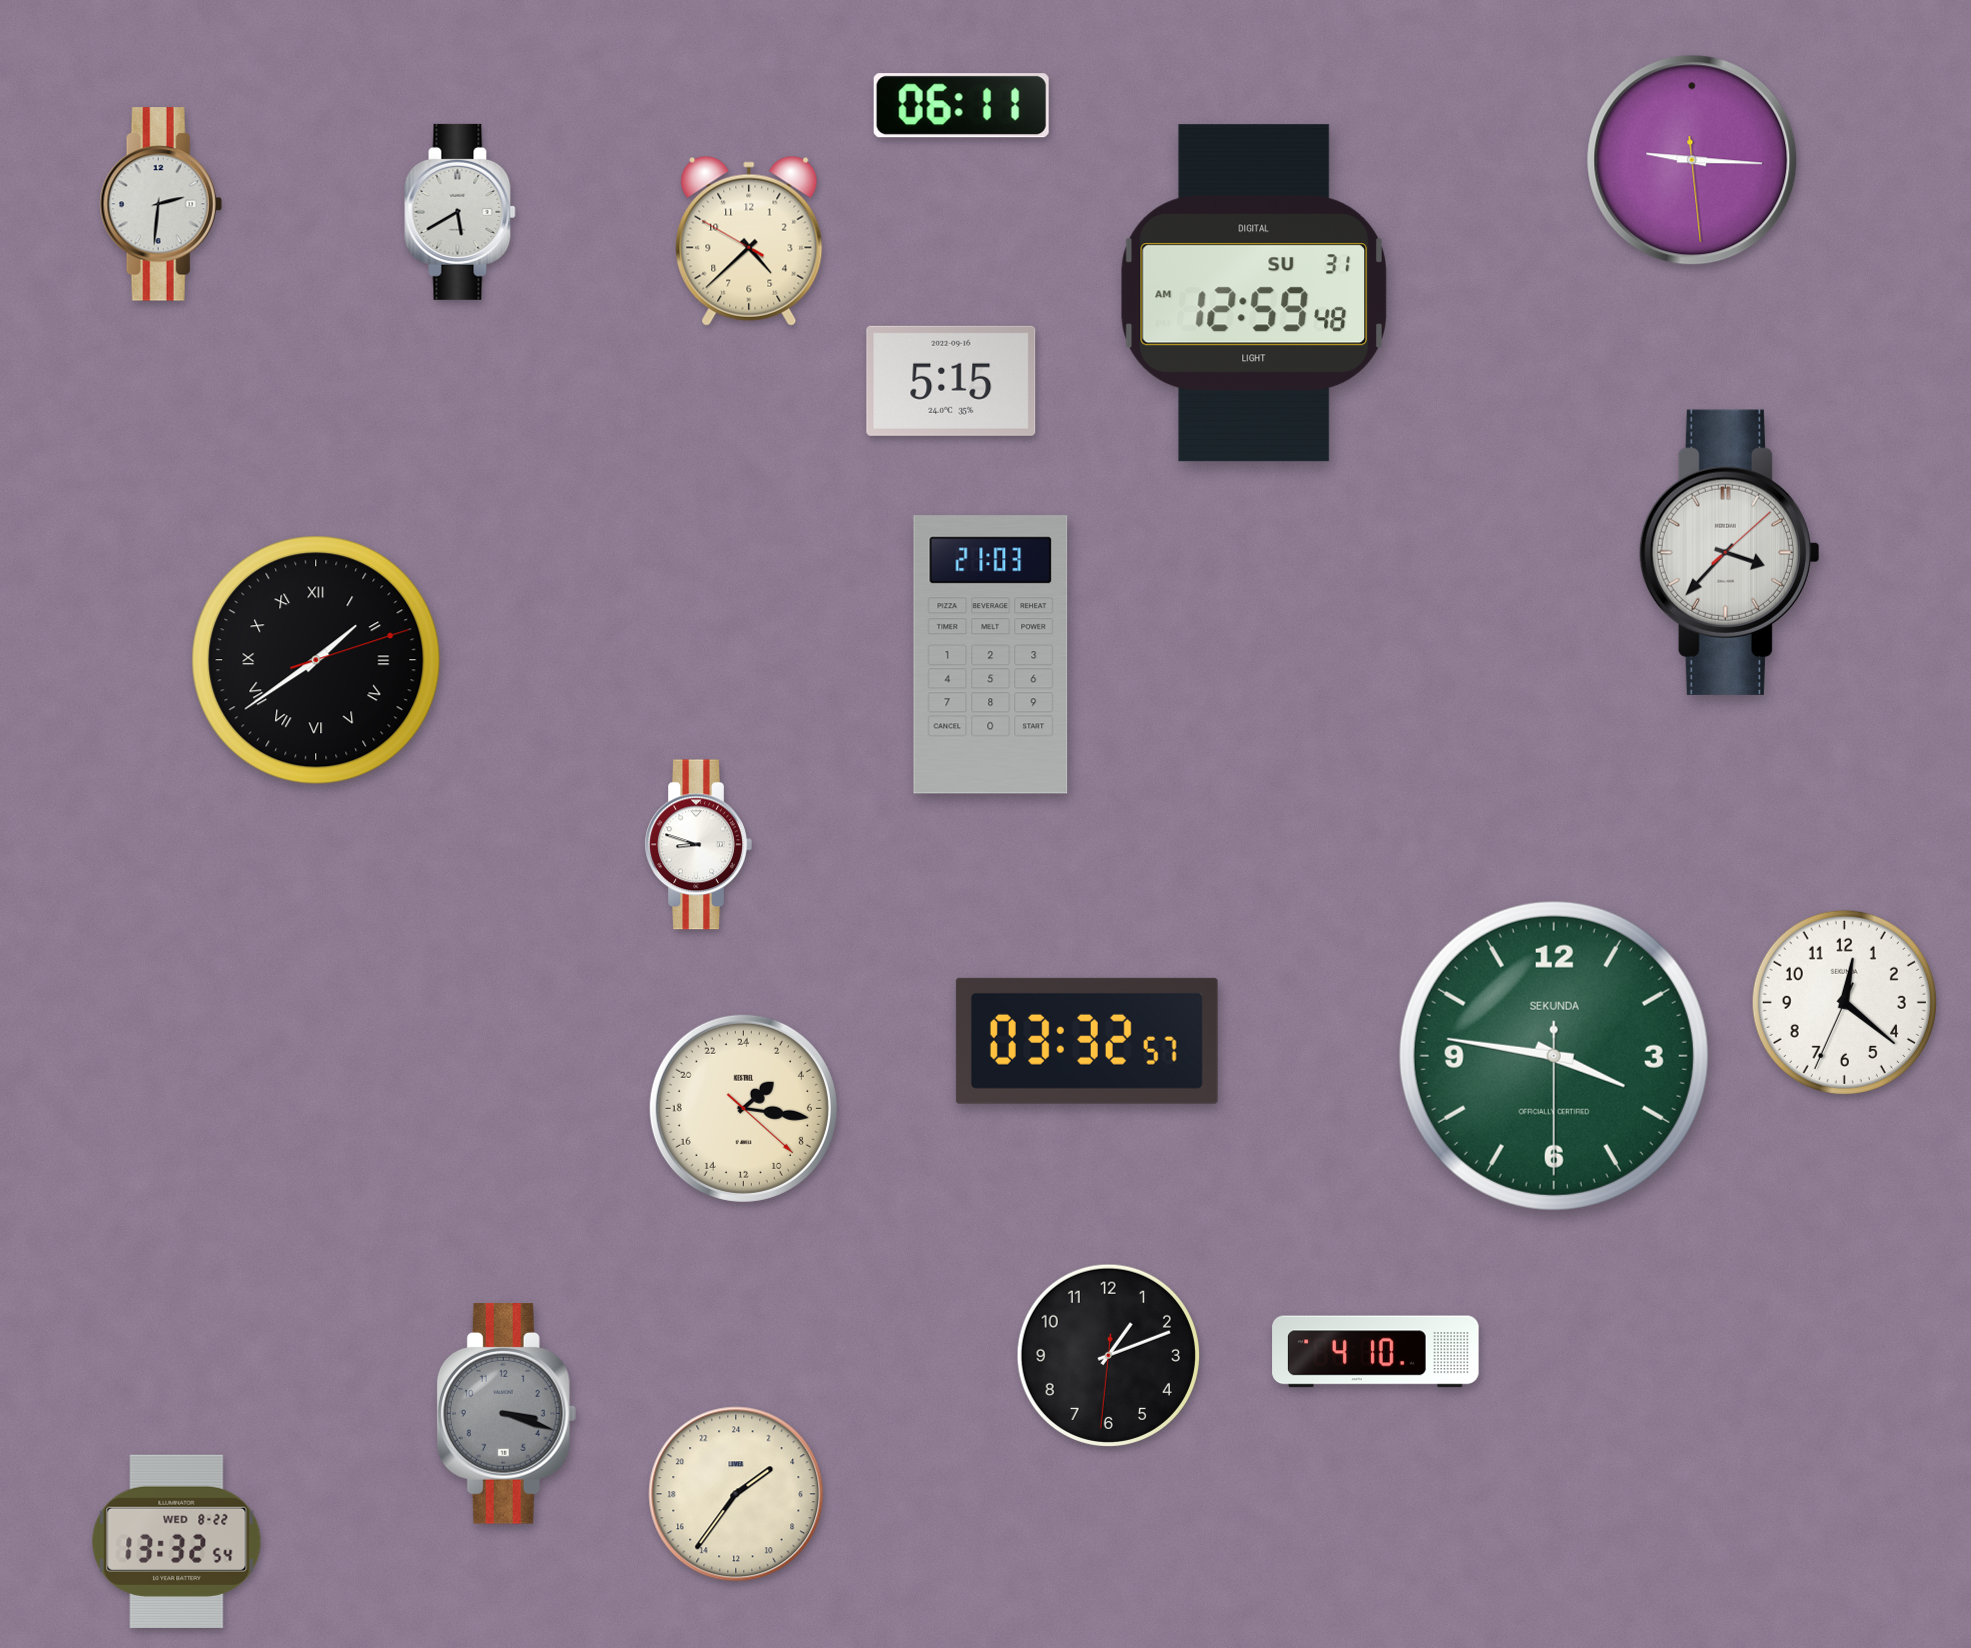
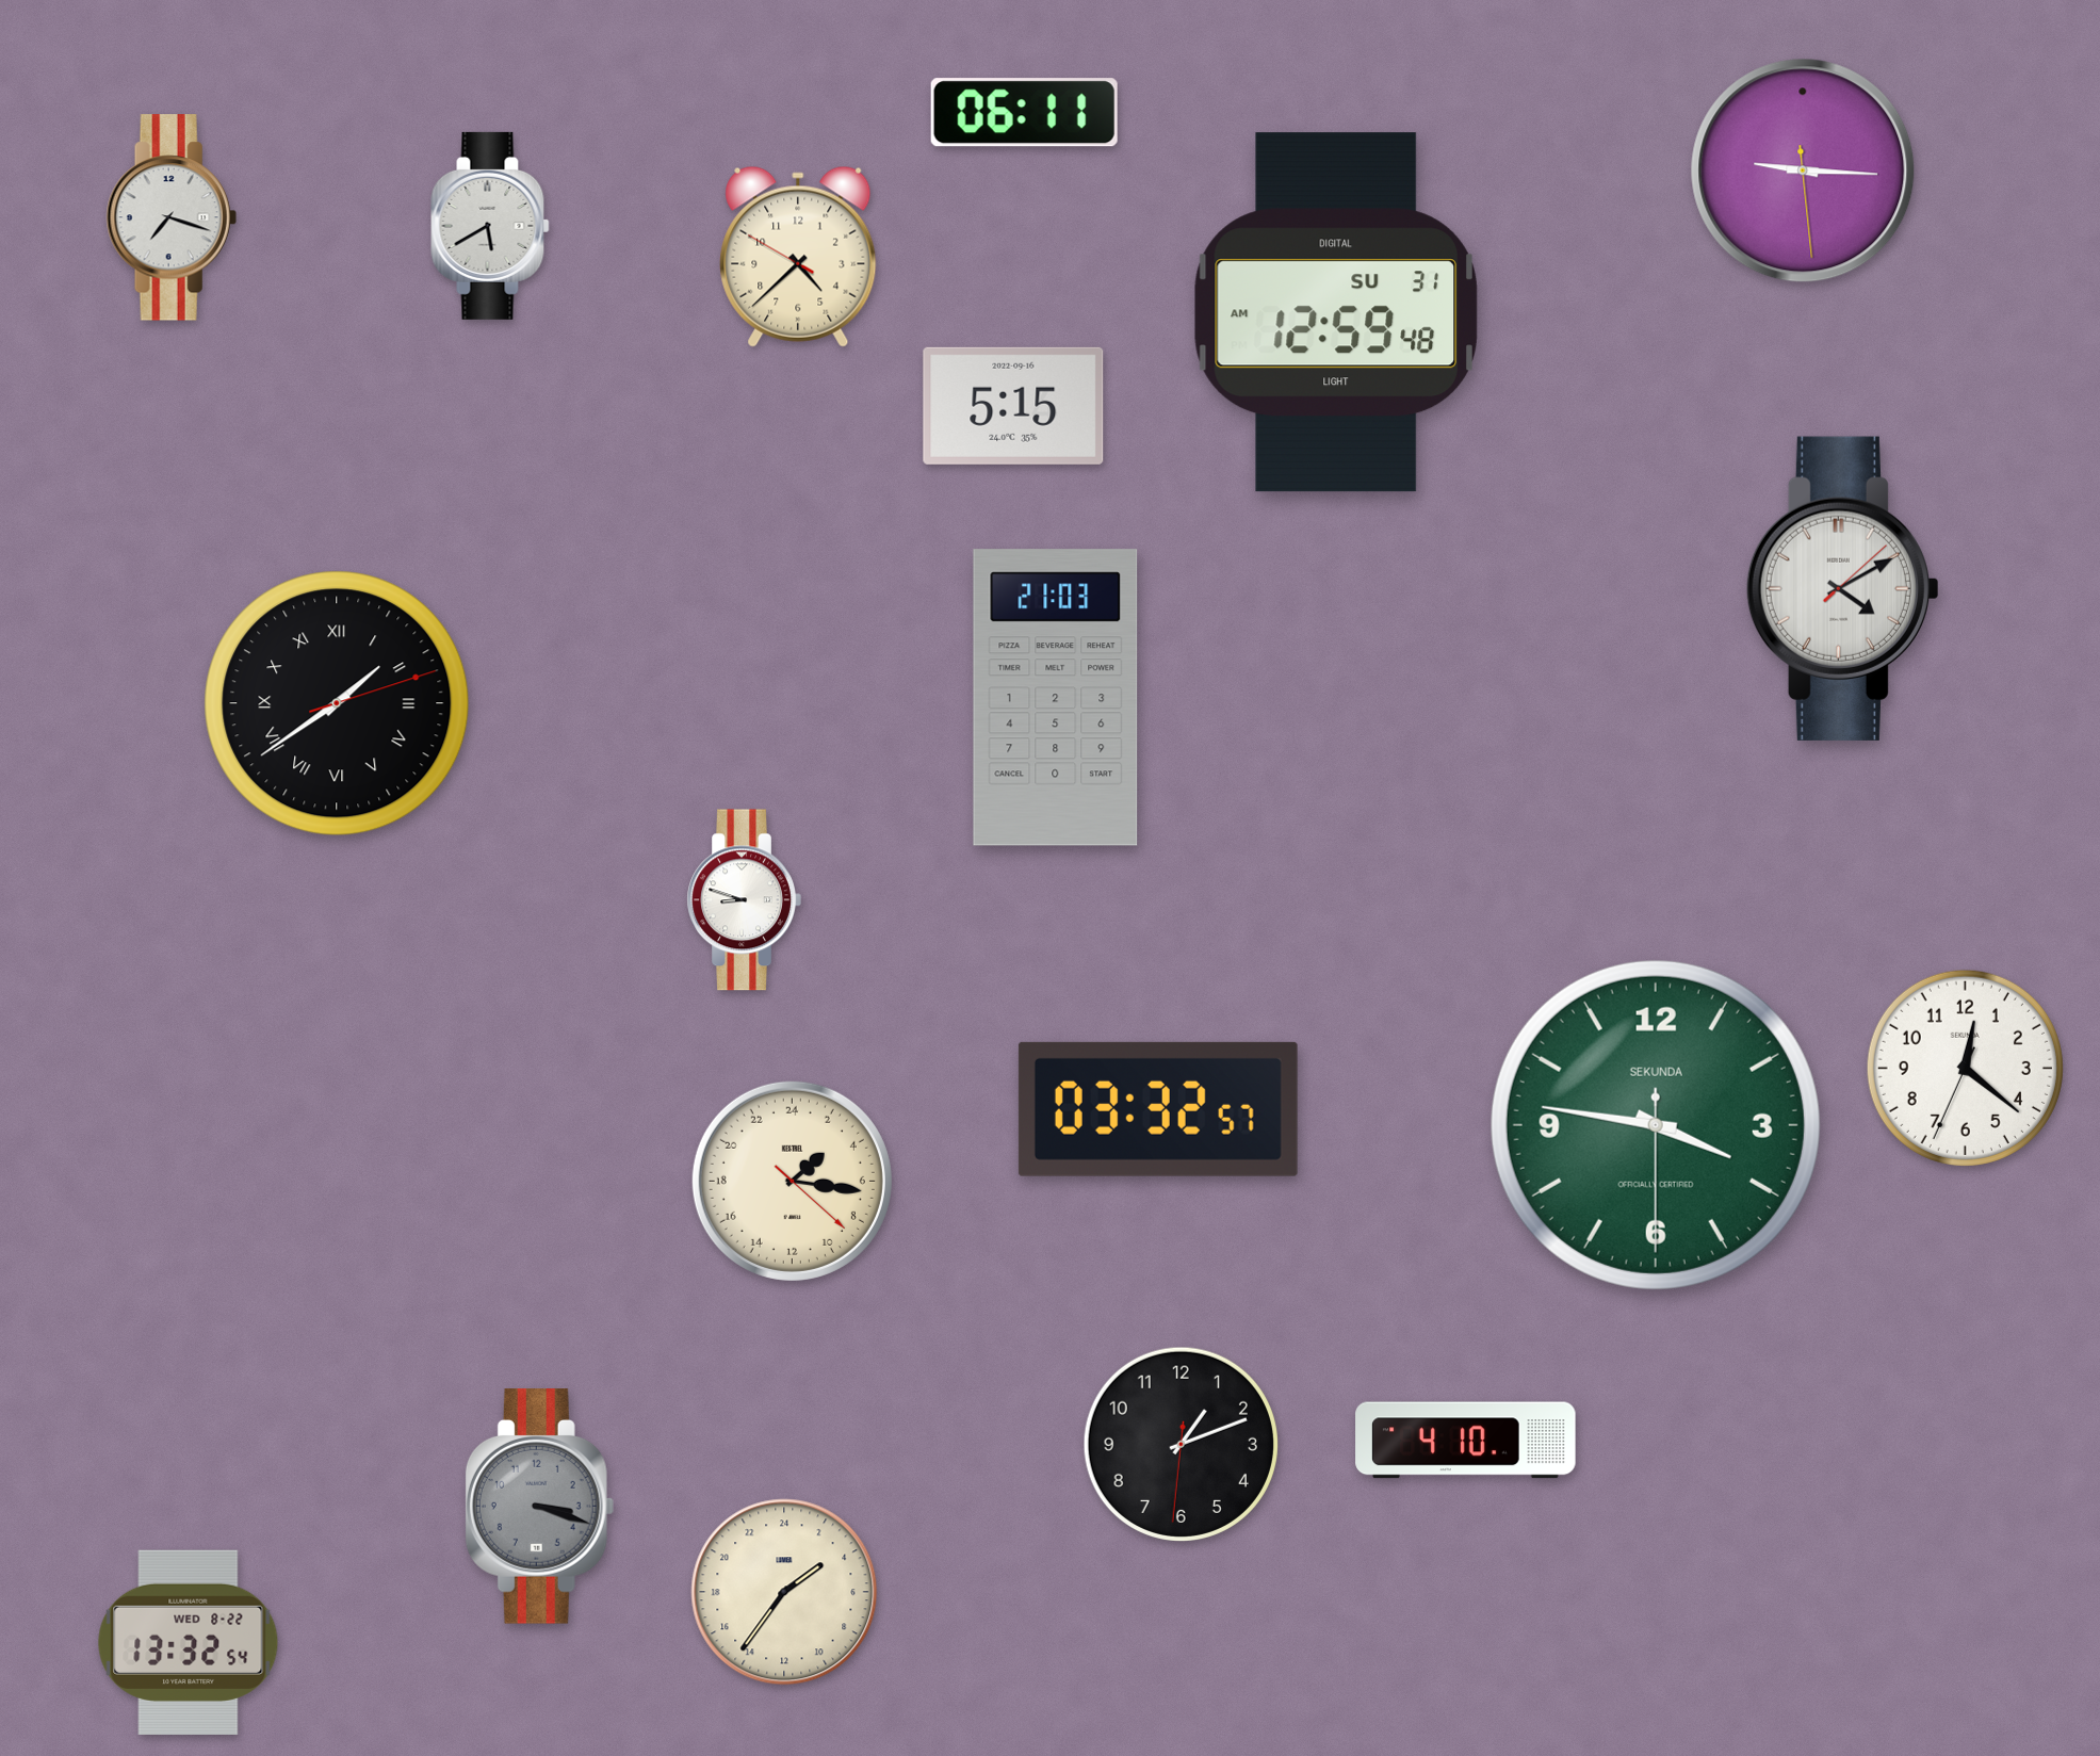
clock at (161, 204): 2:31 -> 7:18
clock at (1729, 552): 3:37 -> 4:10
